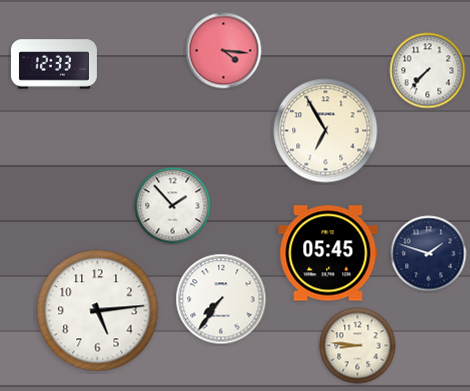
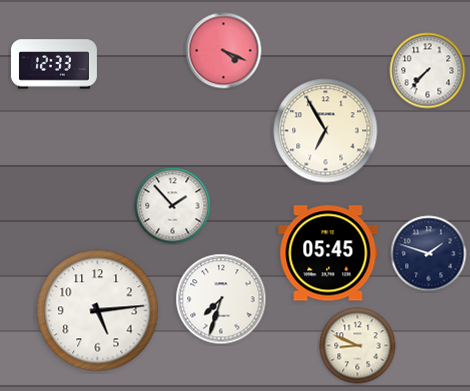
clock at (224, 51): 4:16 -> 4:19
clock at (221, 299): 7:36 -> 7:33
clock at (358, 346): 8:46 -> 8:49
